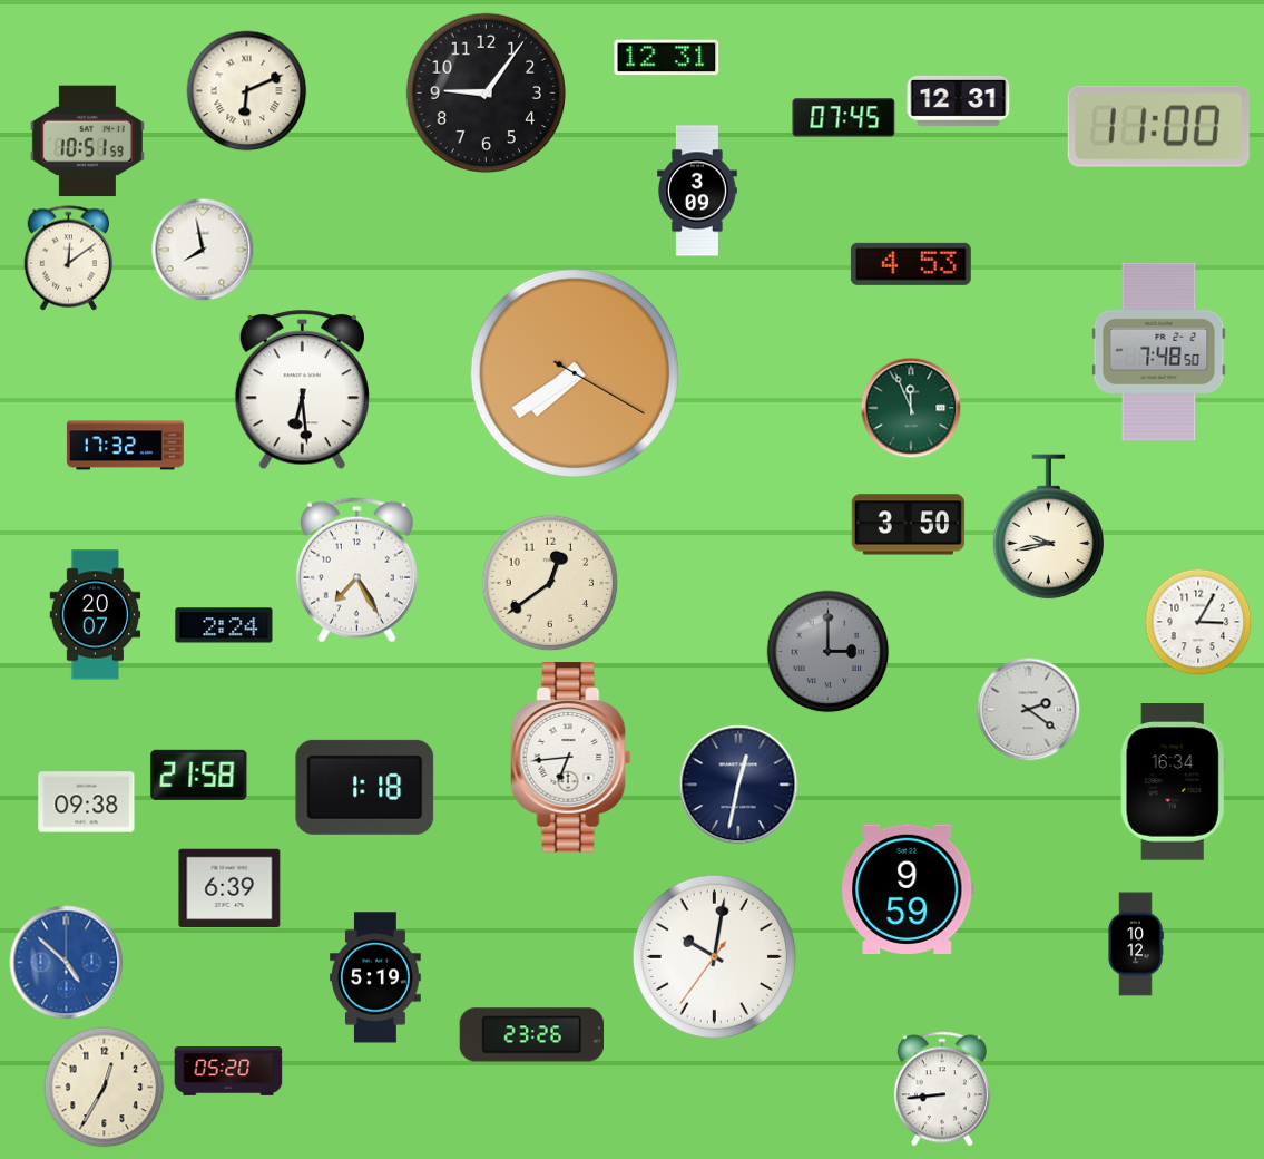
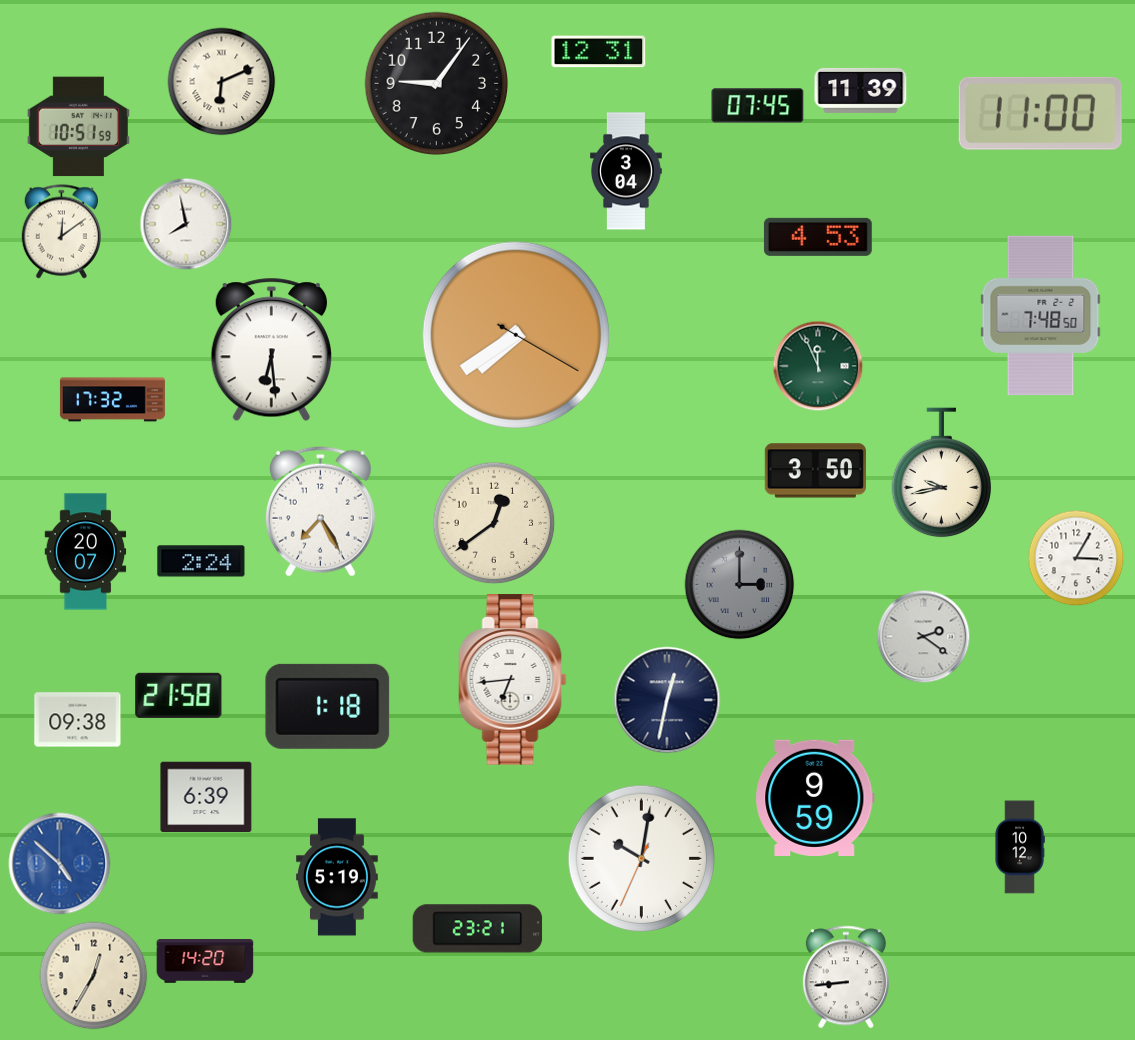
clock at (959, 100): 12:31 -> 11:39
clock at (697, 191): 3:09 -> 3:04
clock at (203, 250) position: (203, 250) -> (186, 224)
clock at (829, 652) position: (829, 652) -> (740, 585)
clock at (1173, 782): 16:34 -> none
clock at (738, 785) position: (738, 785) -> (667, 700)
clock at (714, 956): 10:01:36 -> 10:01:34
clock at (532, 1035): 23:26 -> 23:21
clock at (228, 1072): 05:20 -> 14:20
